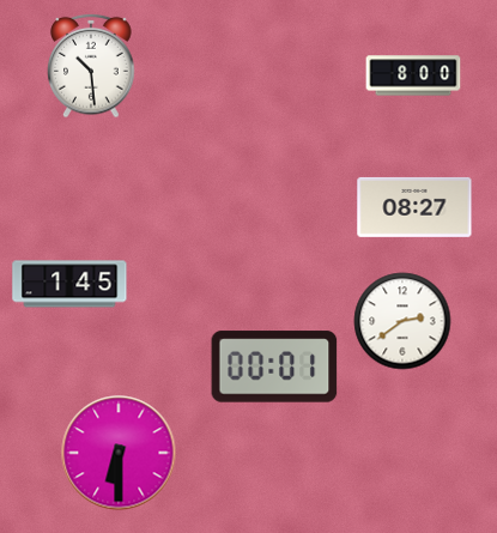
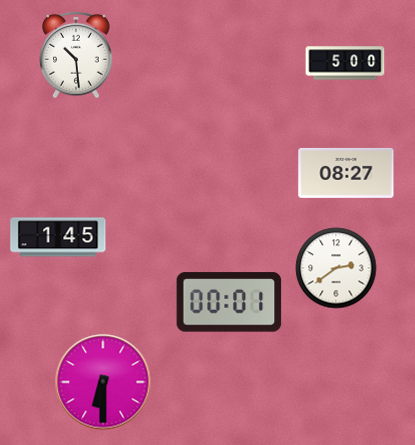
clock at (413, 75): 8:00 -> 5:00
clock at (274, 367) position: (274, 367) -> (229, 302)
clock at (119, 453) position: (119, 453) -> (103, 382)
